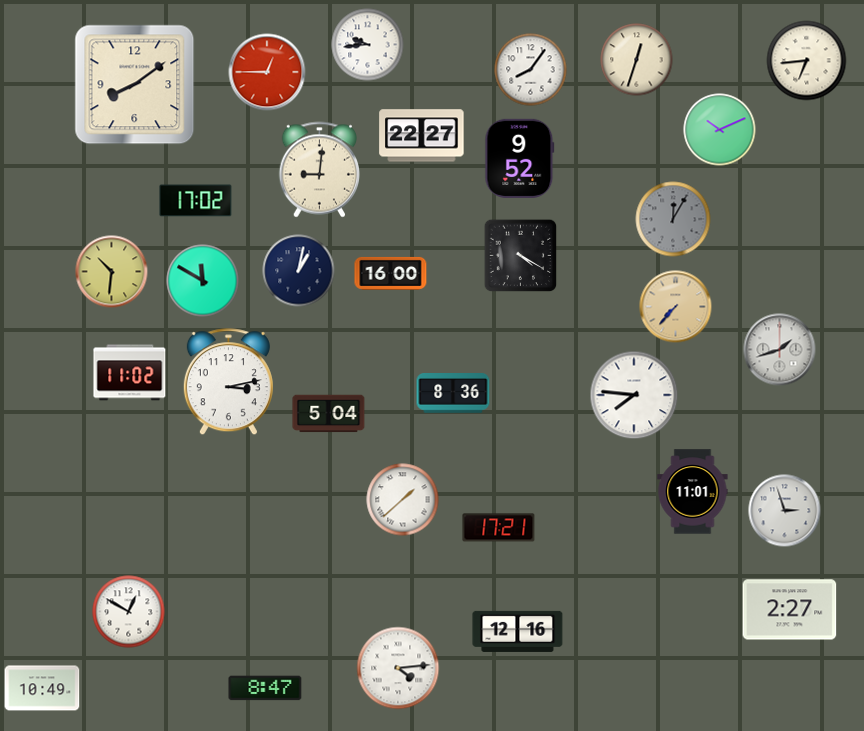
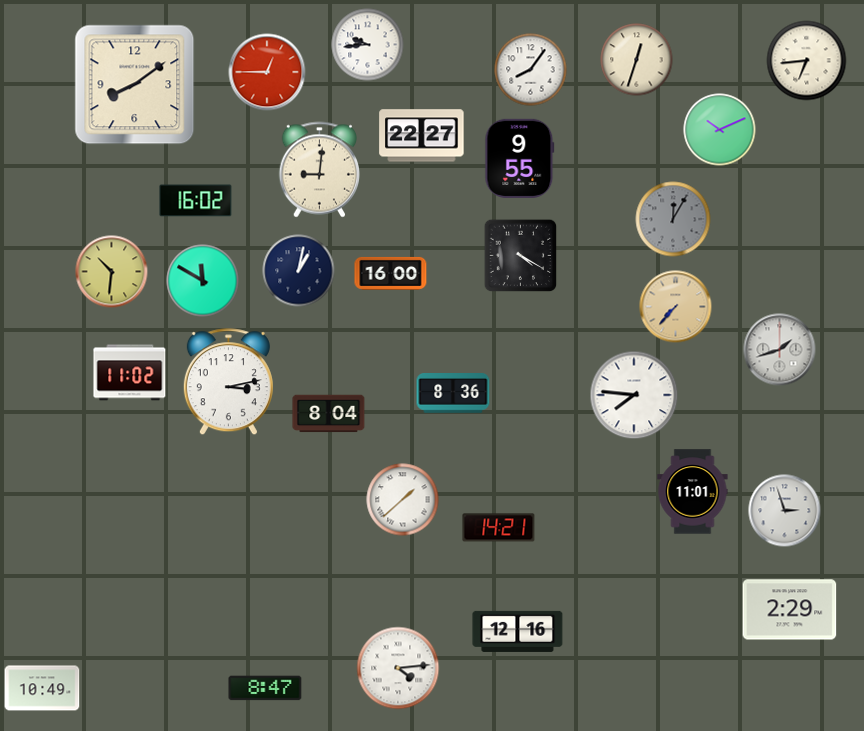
clock at (520, 158): 9:52 -> 9:55
clock at (196, 201): 17:02 -> 16:02
clock at (329, 414): 5:04 -> 8:04
clock at (499, 528): 17:21 -> 14:21
clock at (790, 610): 2:27 -> 2:29
clock at (129, 612): 12:50 -> none
